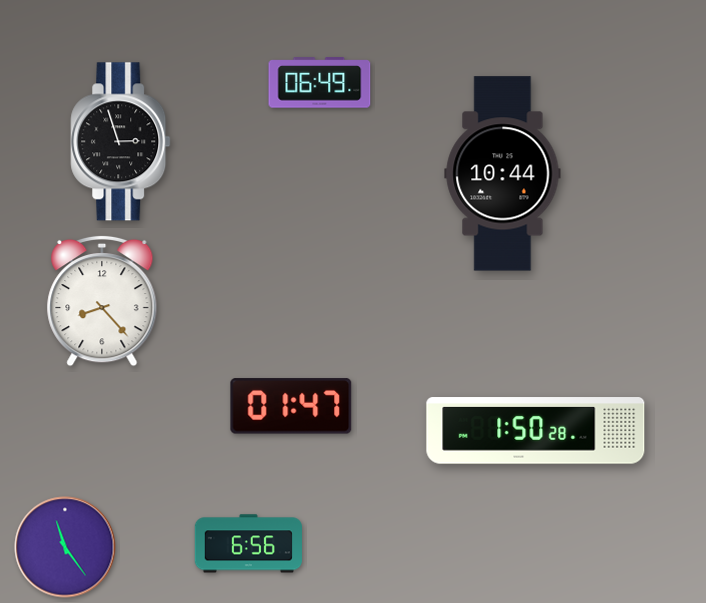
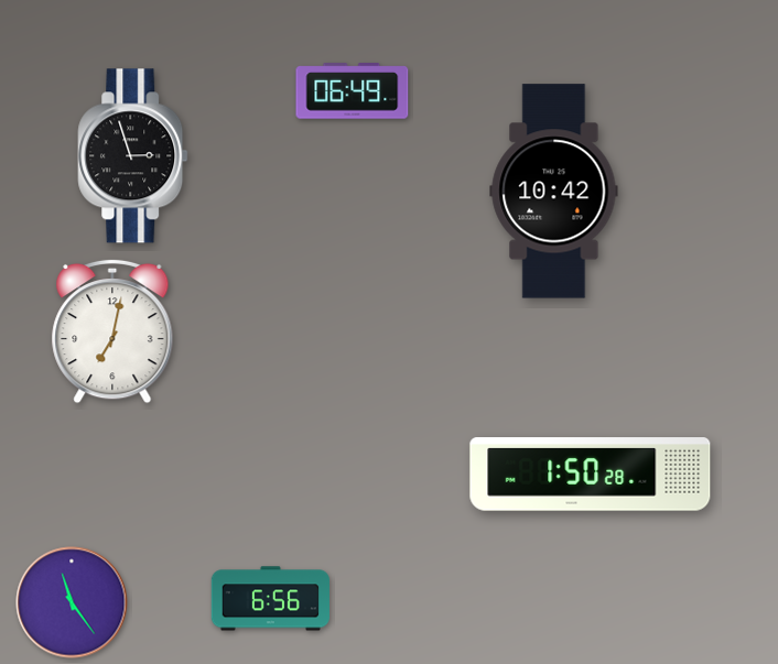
clock at (503, 174): 10:44 -> 10:42
clock at (102, 301): 8:23 -> 7:02
clock at (291, 406): 01:47 -> none
clock at (248, 544) position: (248, 544) -> (270, 599)
